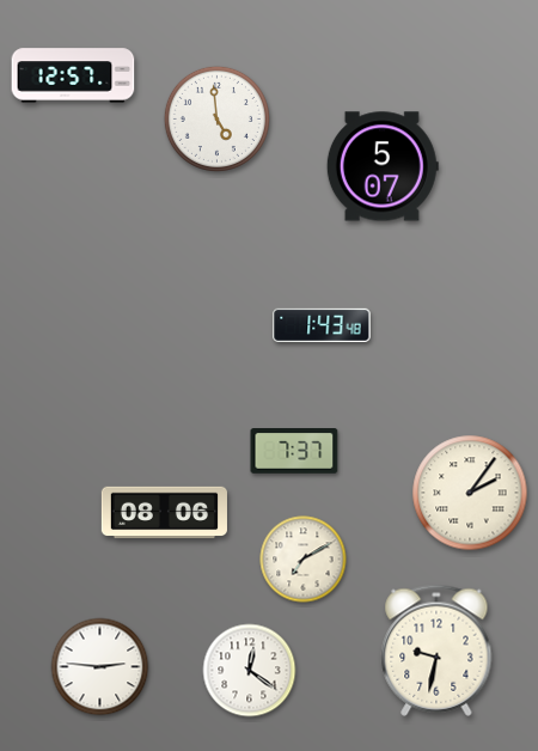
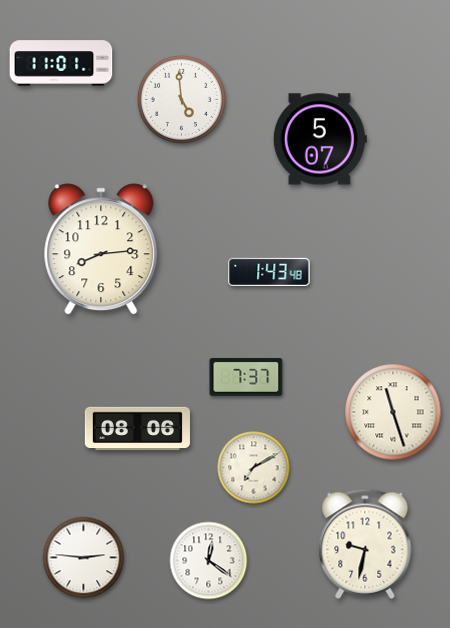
clock at (73, 75): 12:57 -> 11:01
clock at (101, 249): none -> 8:14
clock at (470, 493): 2:06 -> 11:27
